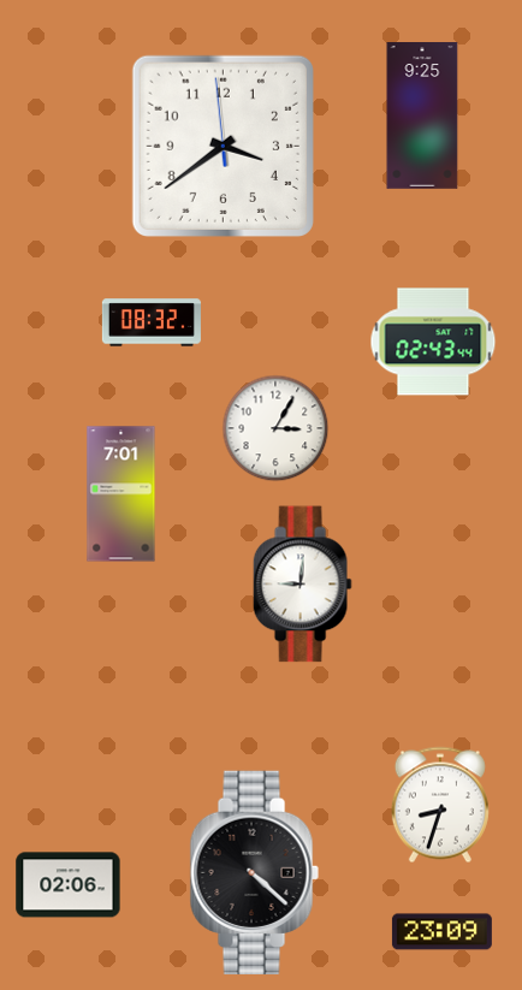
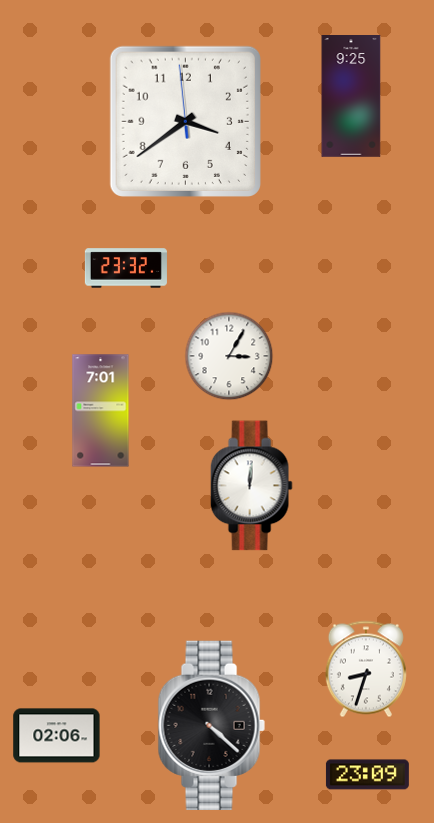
clock at (152, 322): 08:32 -> 23:32
clock at (433, 342): 02:43 -> none
clock at (302, 585): 9:01 -> 12:01
